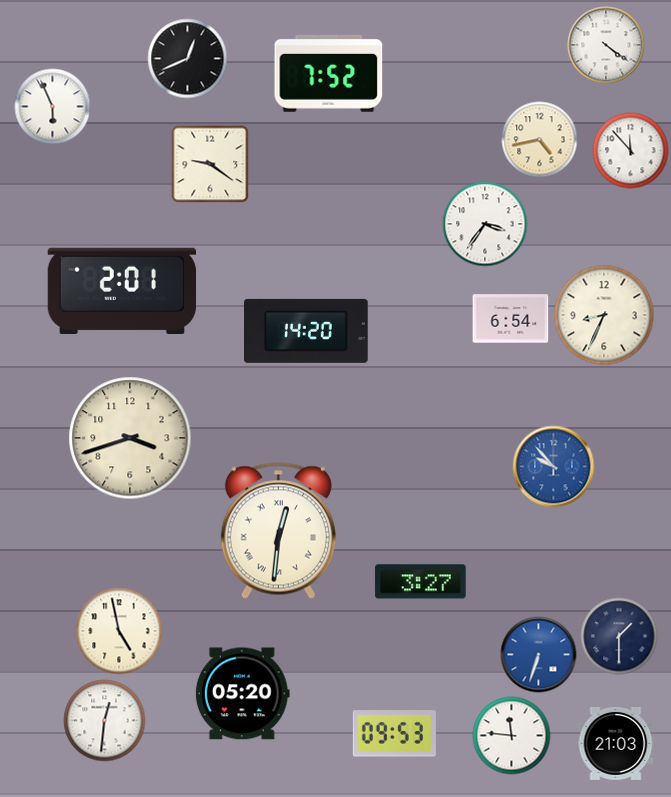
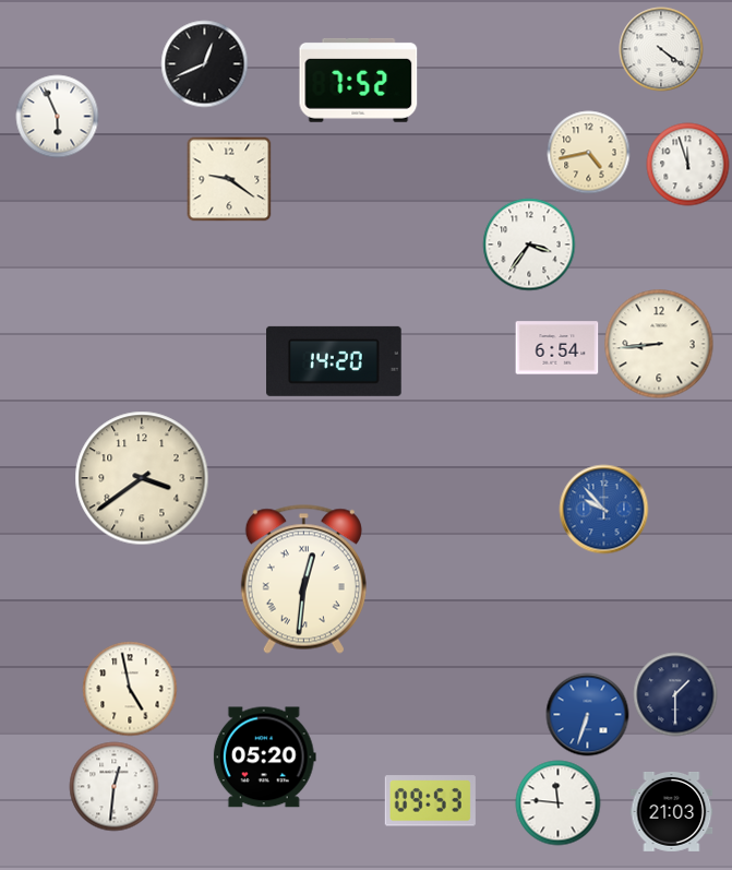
clock at (631, 151): 11:53 -> 11:57
clock at (122, 290): 2:01 -> none
clock at (604, 315): 8:34 -> 8:44
clock at (130, 438): 3:42 -> 3:39
clock at (421, 582): 3:27 -> none
